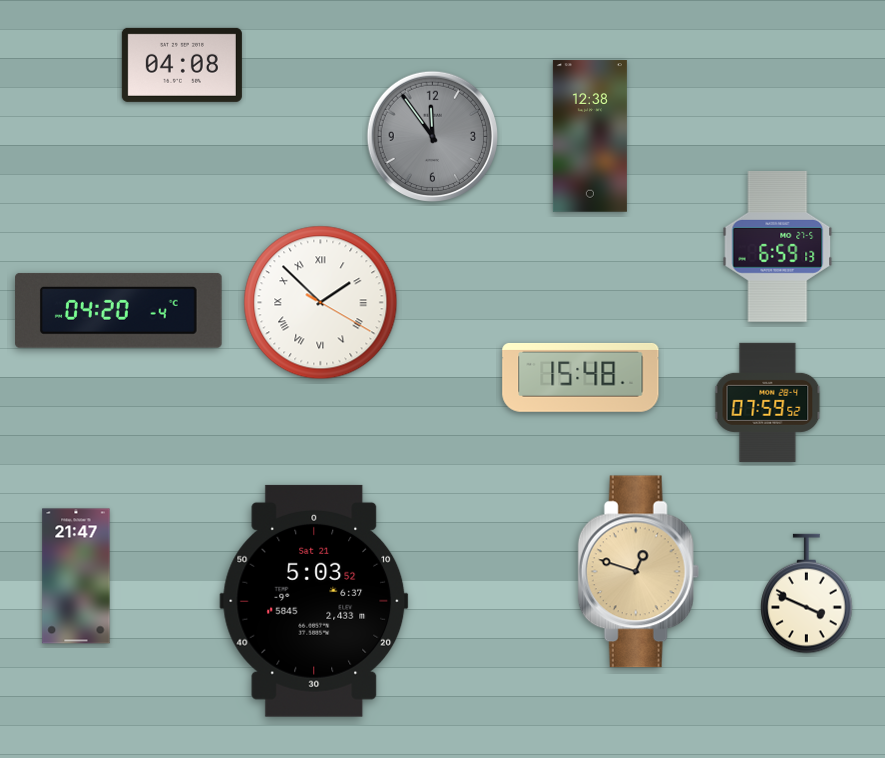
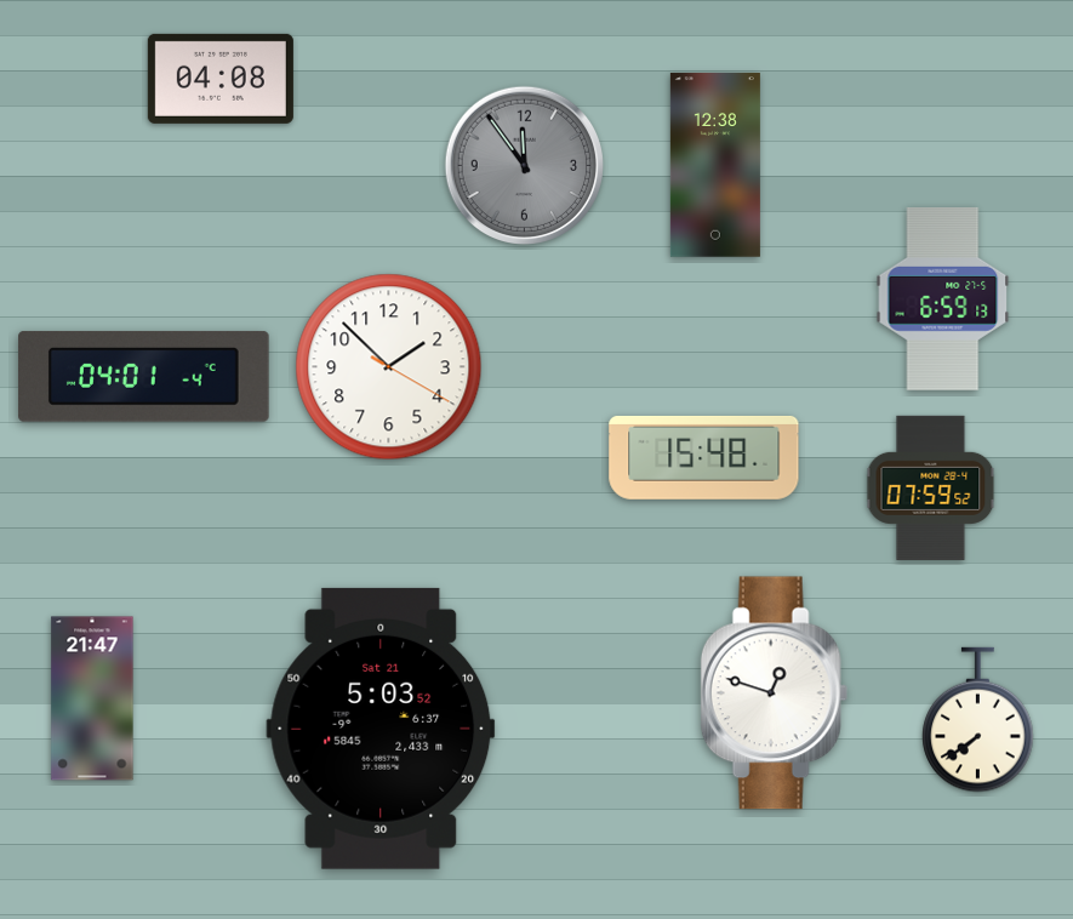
clock at (321, 303) numerals: Roman -> Arabic
clock at (119, 310): 04:20 -> 04:01
clock at (638, 572) dial: champagne -> white
clock at (807, 594): 3:49 -> 7:39
